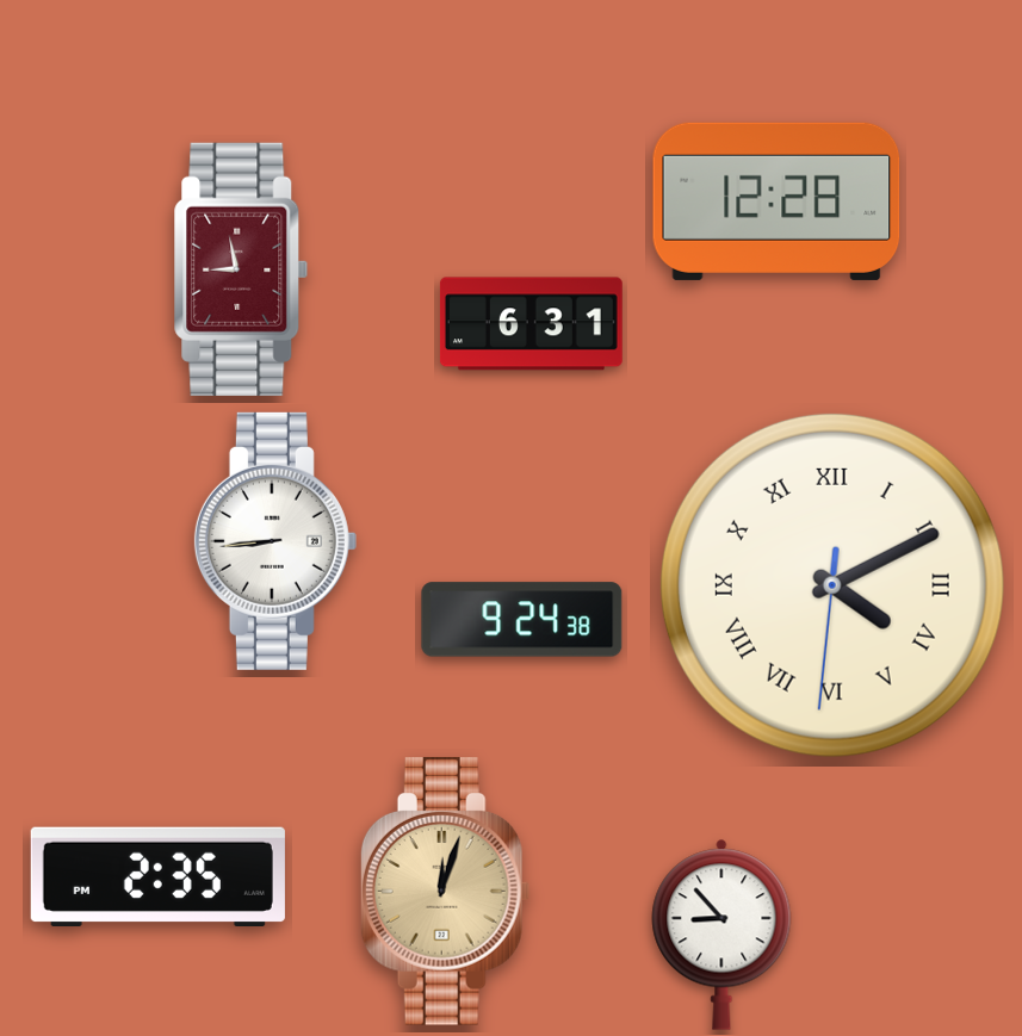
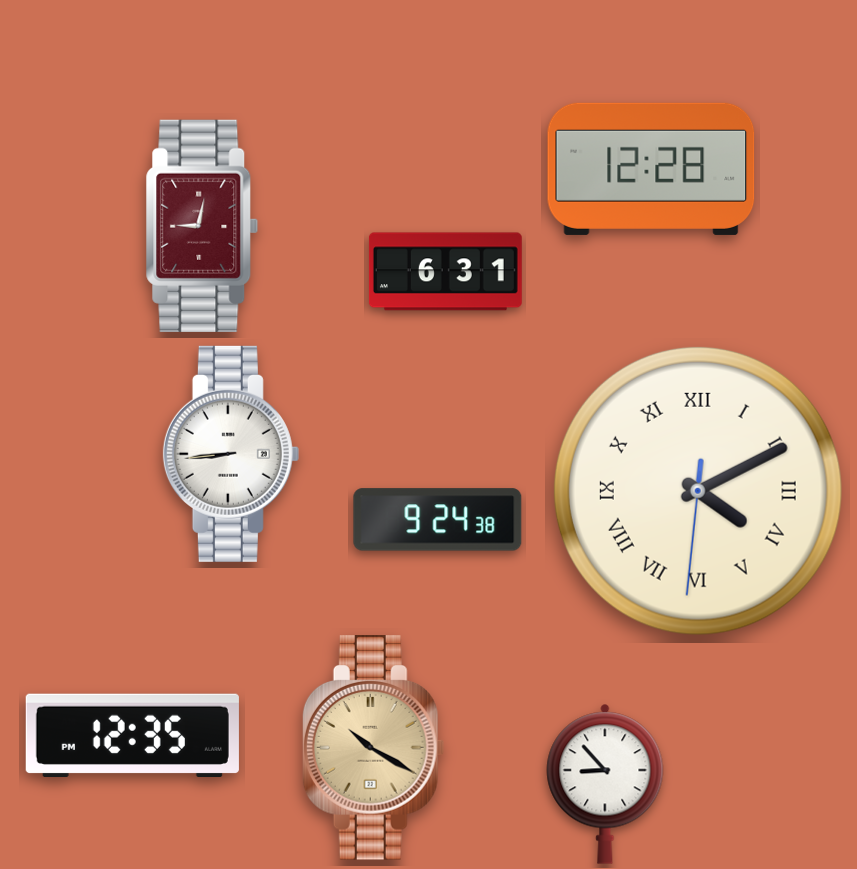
clock at (241, 269): 8:58 -> 9:02
clock at (157, 876): 2:35 -> 12:35
clock at (445, 892): 12:03 -> 10:20
